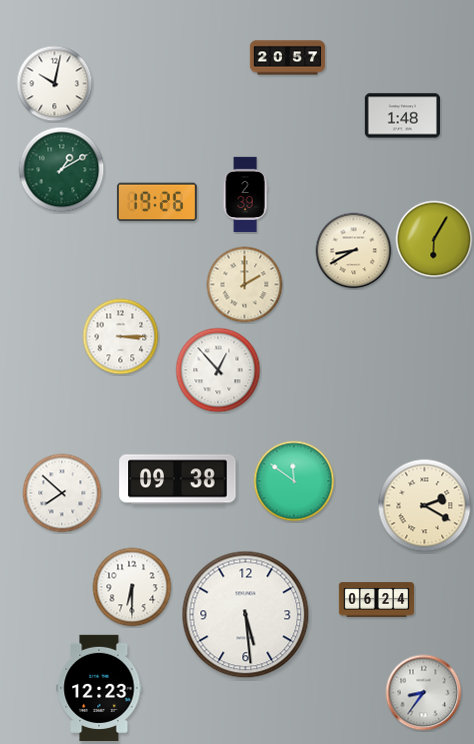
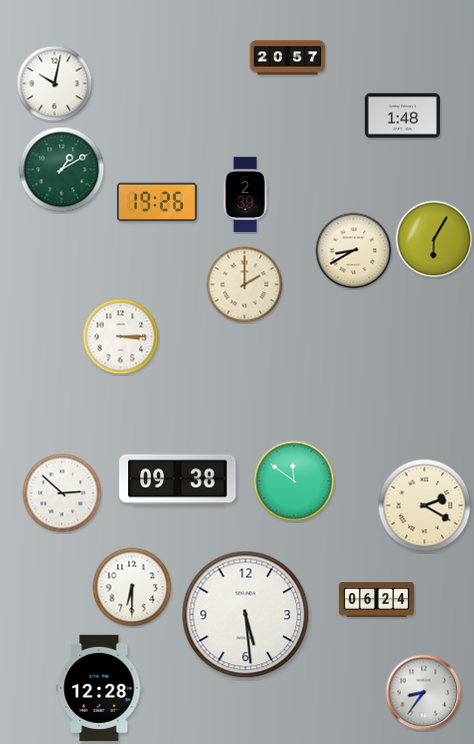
clock at (218, 370): 12:53 -> none
clock at (62, 493): 7:52 -> 2:52
clock at (99, 687): 12:23 -> 12:28
